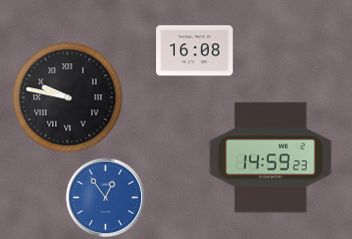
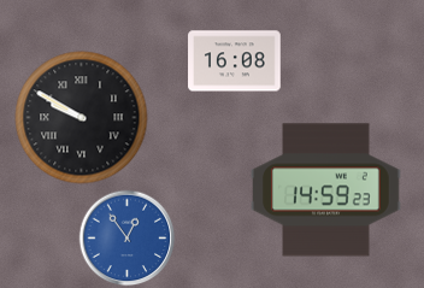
clock at (68, 98): 9:47 -> 9:50
